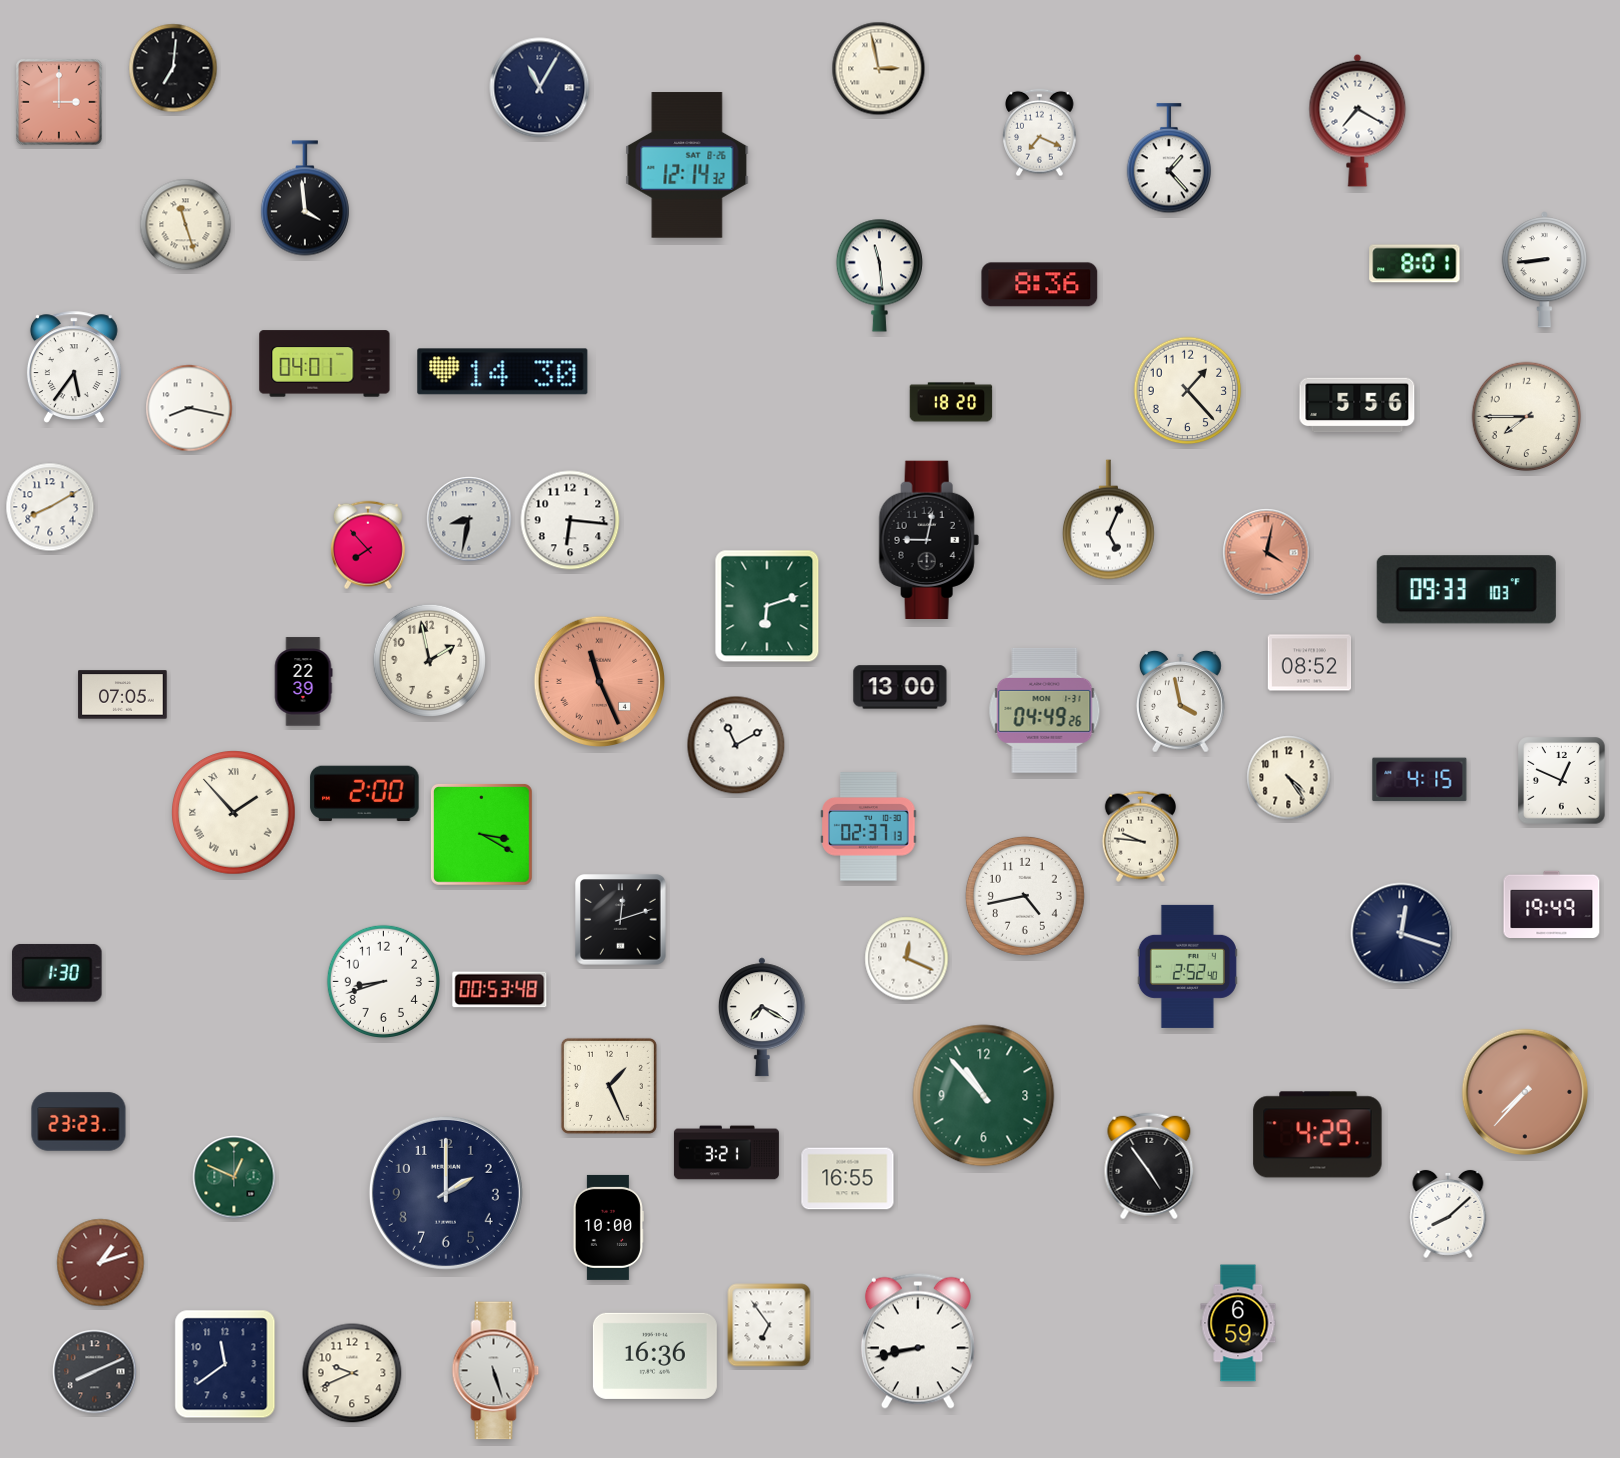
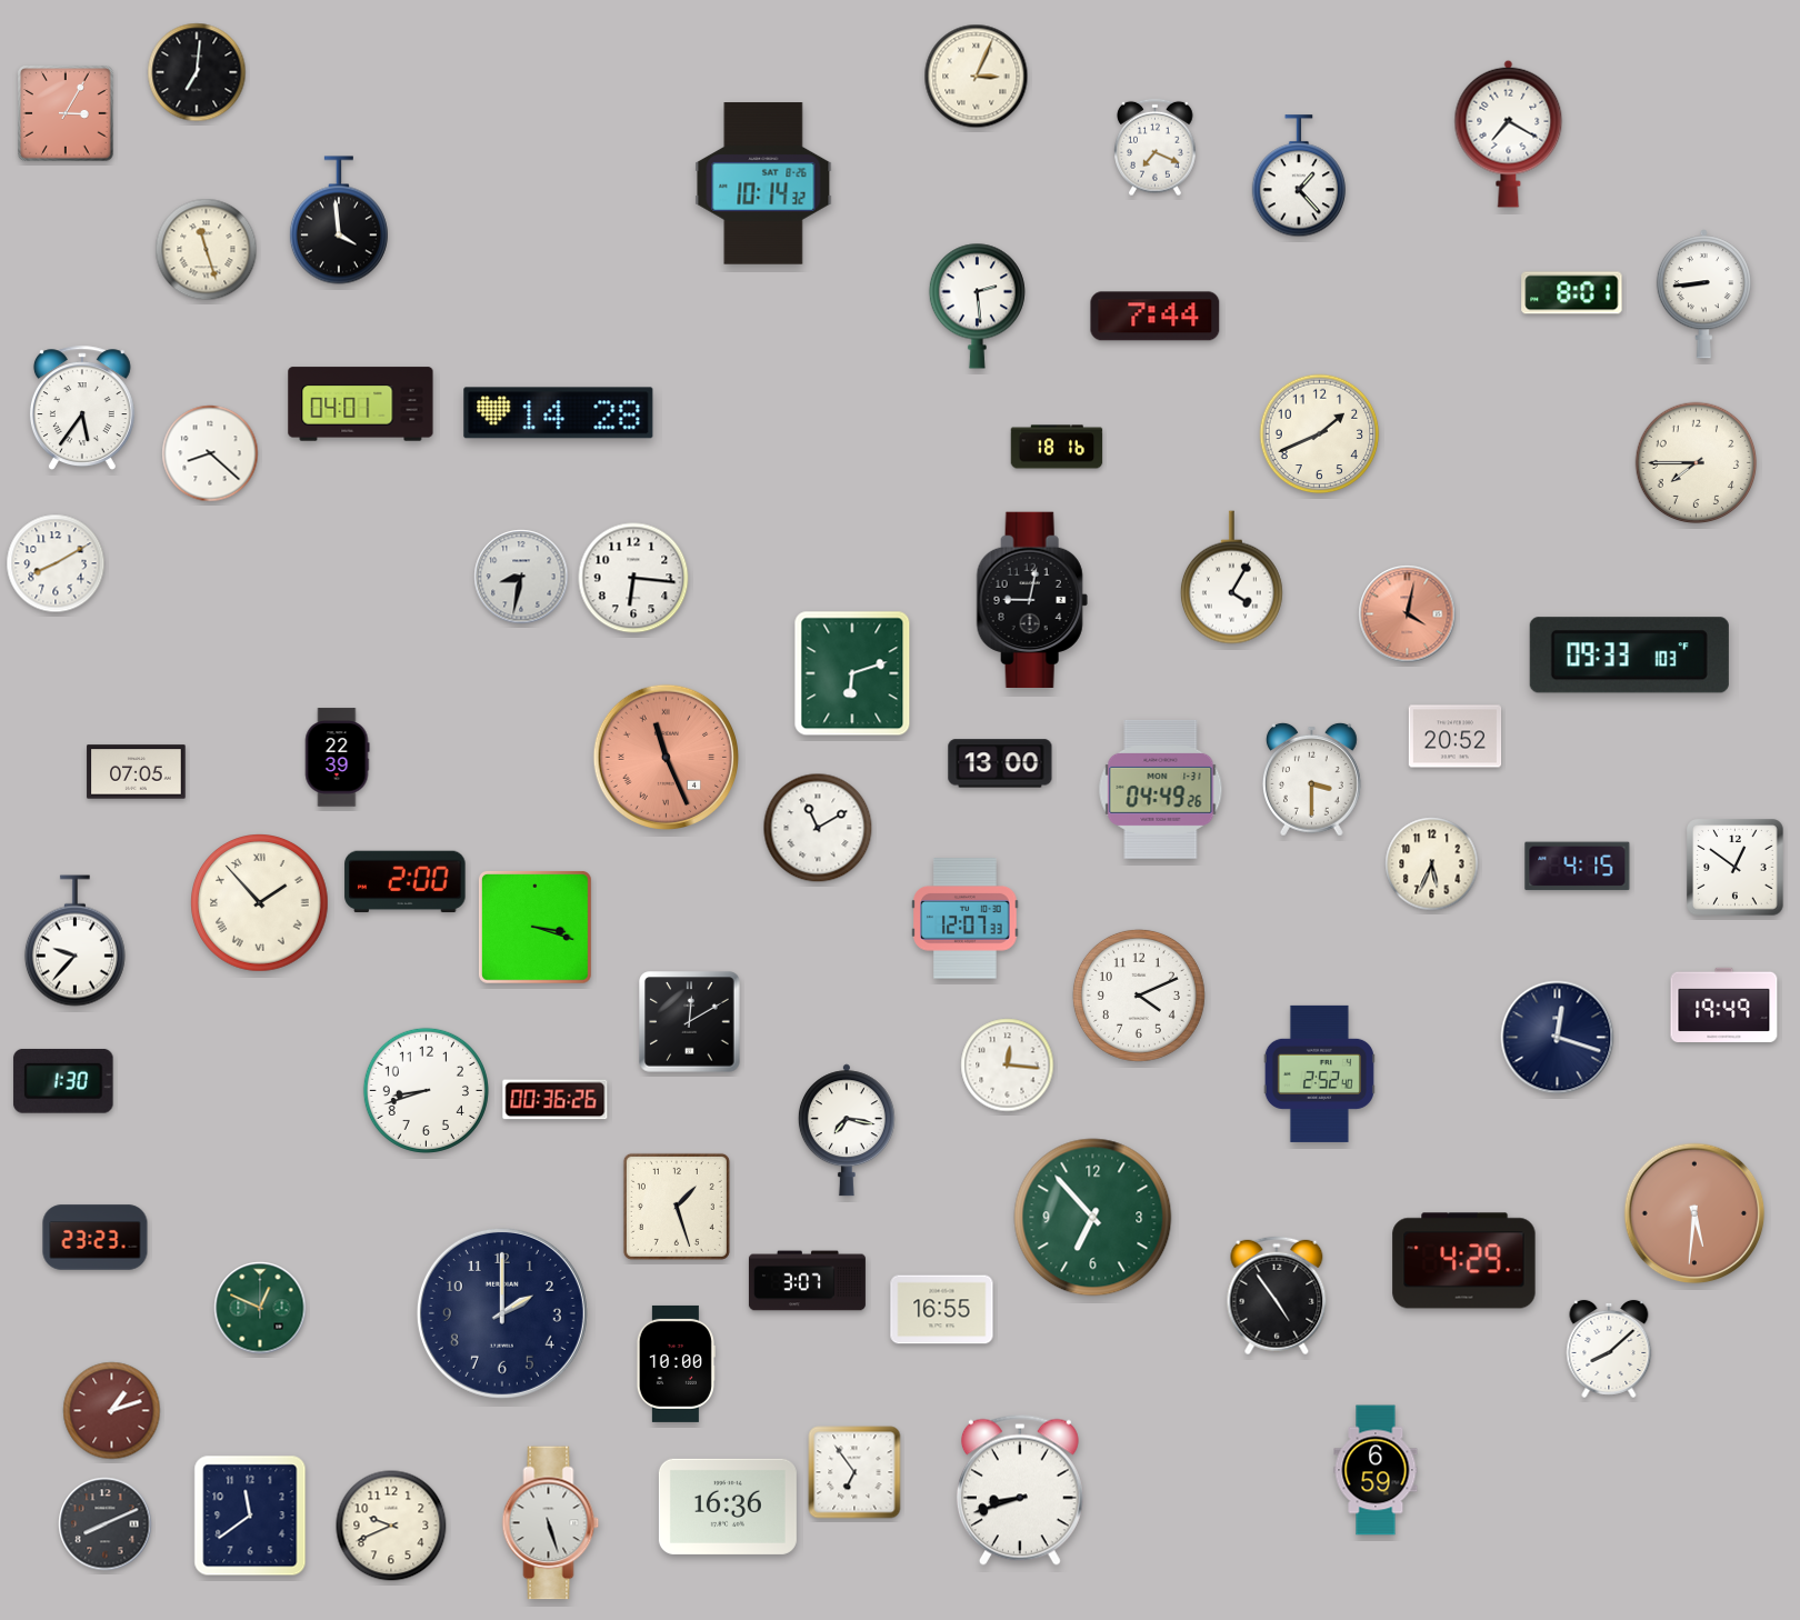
clock at (173, 68) position: (173, 68) -> (197, 72)
clock at (879, 69): 2:58 -> 3:04
clock at (540, 88): 11:05 -> none
clock at (60, 103): 3:00 -> 3:05
clock at (687, 165): 12:14 -> 10:14
clock at (1544, 270) position: (1544, 270) -> (1703, 294)
clock at (879, 275): 11:29 -> 2:29
clock at (1040, 285): 8:36 -> 7:44
clock at (503, 372): 14:30 -> 14:28
clock at (1188, 391): 1:23 -> 1:41
clock at (951, 402): 18:20 -> 18:16
clock at (1357, 405): 5:56 -> none
clock at (189, 408): 8:17 -> 8:22
clock at (1108, 520): 5:04 -> 4:05
clock at (368, 545): 7:53 -> none
clock at (429, 660): 1:58 -> none
clock at (1310, 663): 08:52 -> 20:52
clock at (1180, 701): 3:58 -> 3:30
clock at (1289, 778): 4:24 -> 5:34
clock at (1562, 781): 12:49 -> 12:51
clock at (869, 827): 02:37 -> 12:07
clock at (481, 834): 3:20 -> 3:18
clock at (1140, 836): 9:46 -> none
clock at (74, 941): none -> 9:37
clock at (1025, 896): 4:43 -> 4:11
clock at (621, 920): 12:12 -> 12:10
clock at (907, 959): 12:19 -> 12:16
clock at (500, 990): 00:53 -> 00:36
clock at (762, 1017): 7:20 -> 7:17
clock at (609, 1086): 1:26 -> 1:27
clock at (1525, 1092): 7:37 -> 5:31
clock at (984, 1096): 10:53 -> 6:53
clock at (79, 1122) position: (79, 1122) -> (96, 1238)
clock at (726, 1153): 3:21 -> 3:07
clock at (446, 1193) position: (446, 1193) -> (502, 1313)
clock at (101, 1263) position: (101, 1263) -> (112, 1411)
clock at (918, 1341): 8:43 -> 8:42
